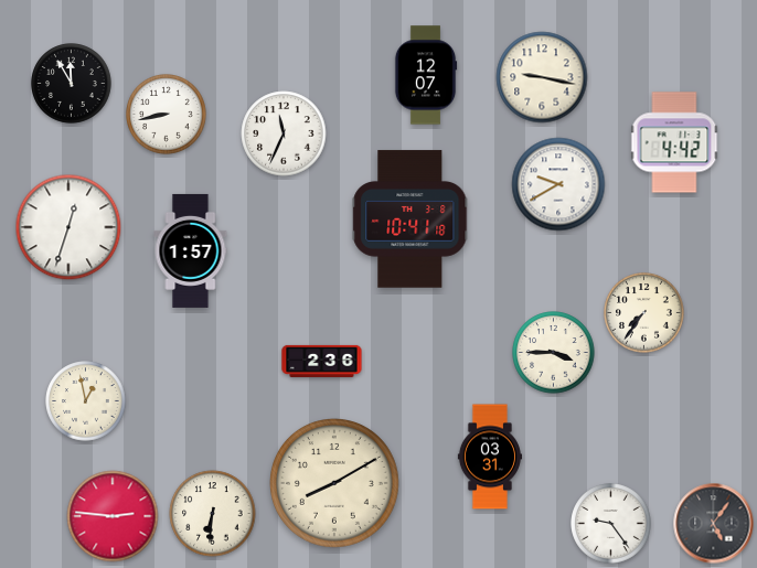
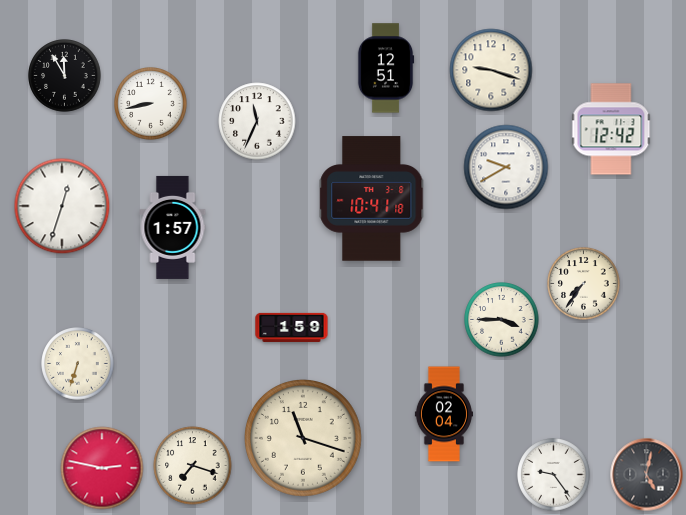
clock at (426, 75): 12:07 -> 12:51
clock at (542, 77): 9:17 -> 9:18
clock at (674, 142): 4:42 -> 12:42
clock at (322, 361): 2:36 -> 1:59
clock at (86, 401): 12:58 -> 6:33
clock at (489, 457): 03:31 -> 02:04
clock at (335, 484): 8:10 -> 11:18
clock at (213, 514): 6:31 -> 7:18
clock at (113, 516): 2:46 -> 2:47
clock at (714, 524): 5:06 -> 5:02
